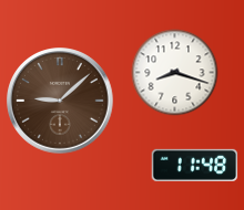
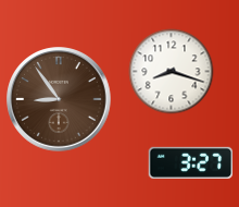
clock at (60, 101): 9:08 -> 8:54
clock at (194, 165): 11:48 -> 3:27
